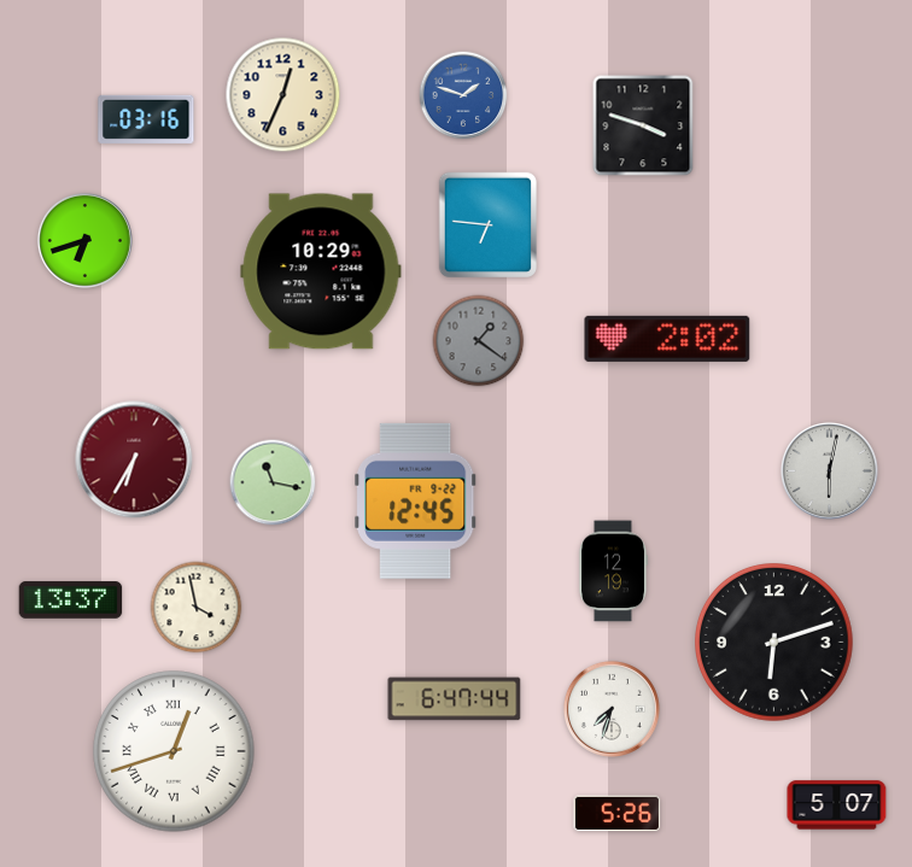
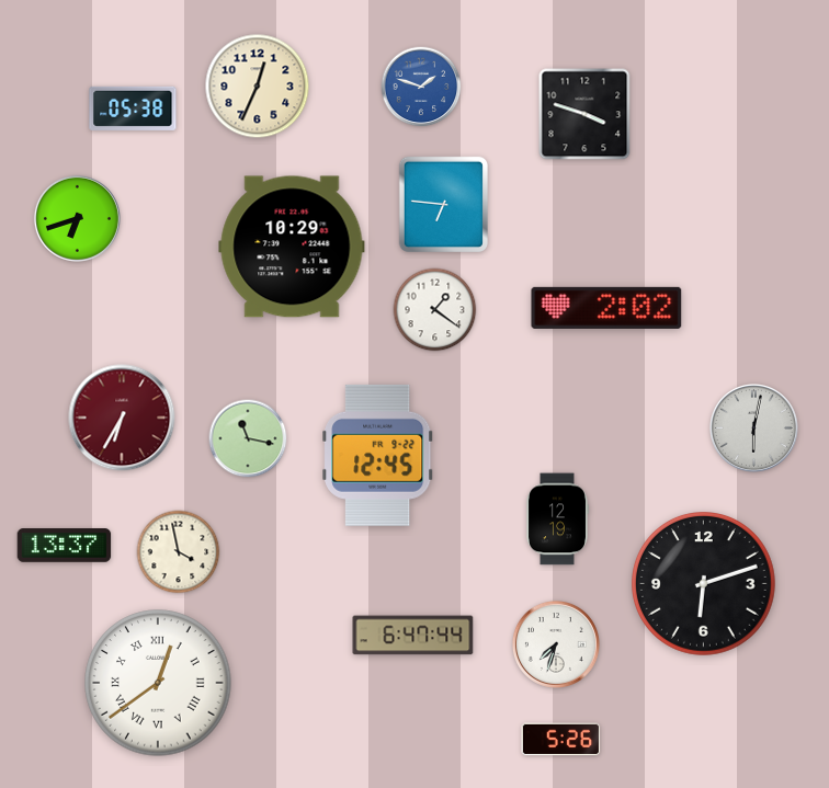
clock at (146, 119): 03:16 -> 05:38
clock at (479, 341) dial: grey -> white
clock at (174, 751): 12:42 -> 12:39
clock at (837, 806): 5:07 -> none
